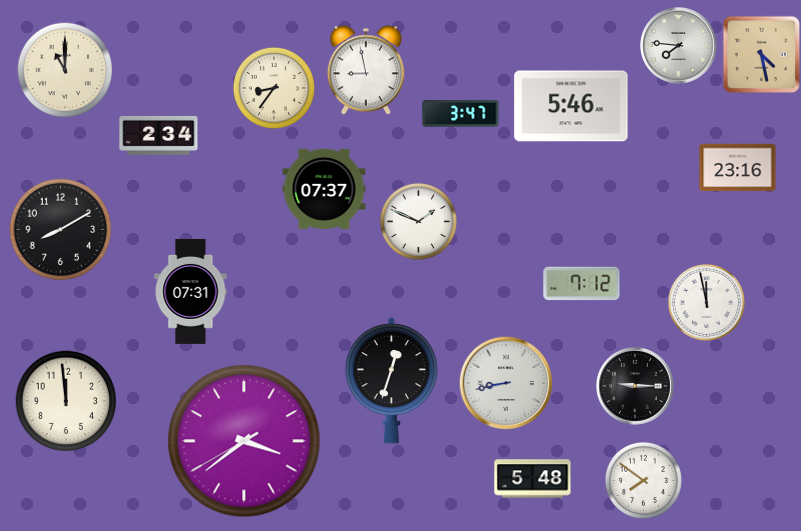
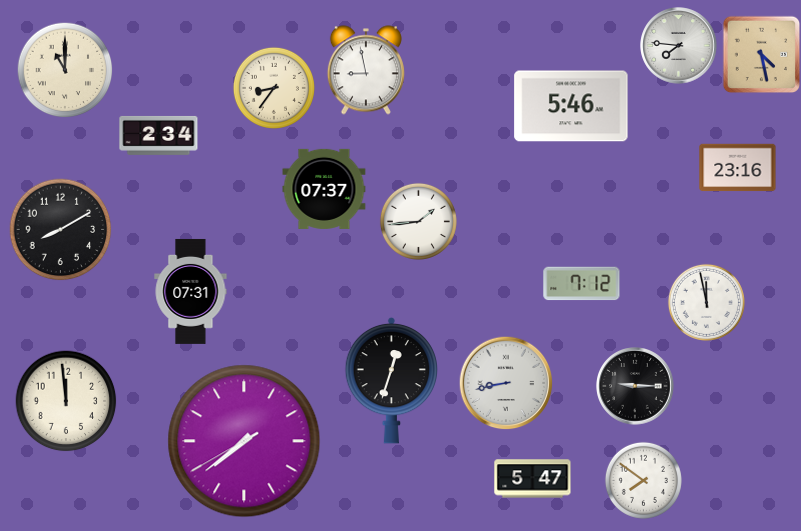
clock at (461, 114): 3:47 -> none
clock at (418, 221): 1:49 -> 1:44
clock at (244, 441): 3:38 -> 7:38
clock at (533, 479): 5:48 -> 5:47
